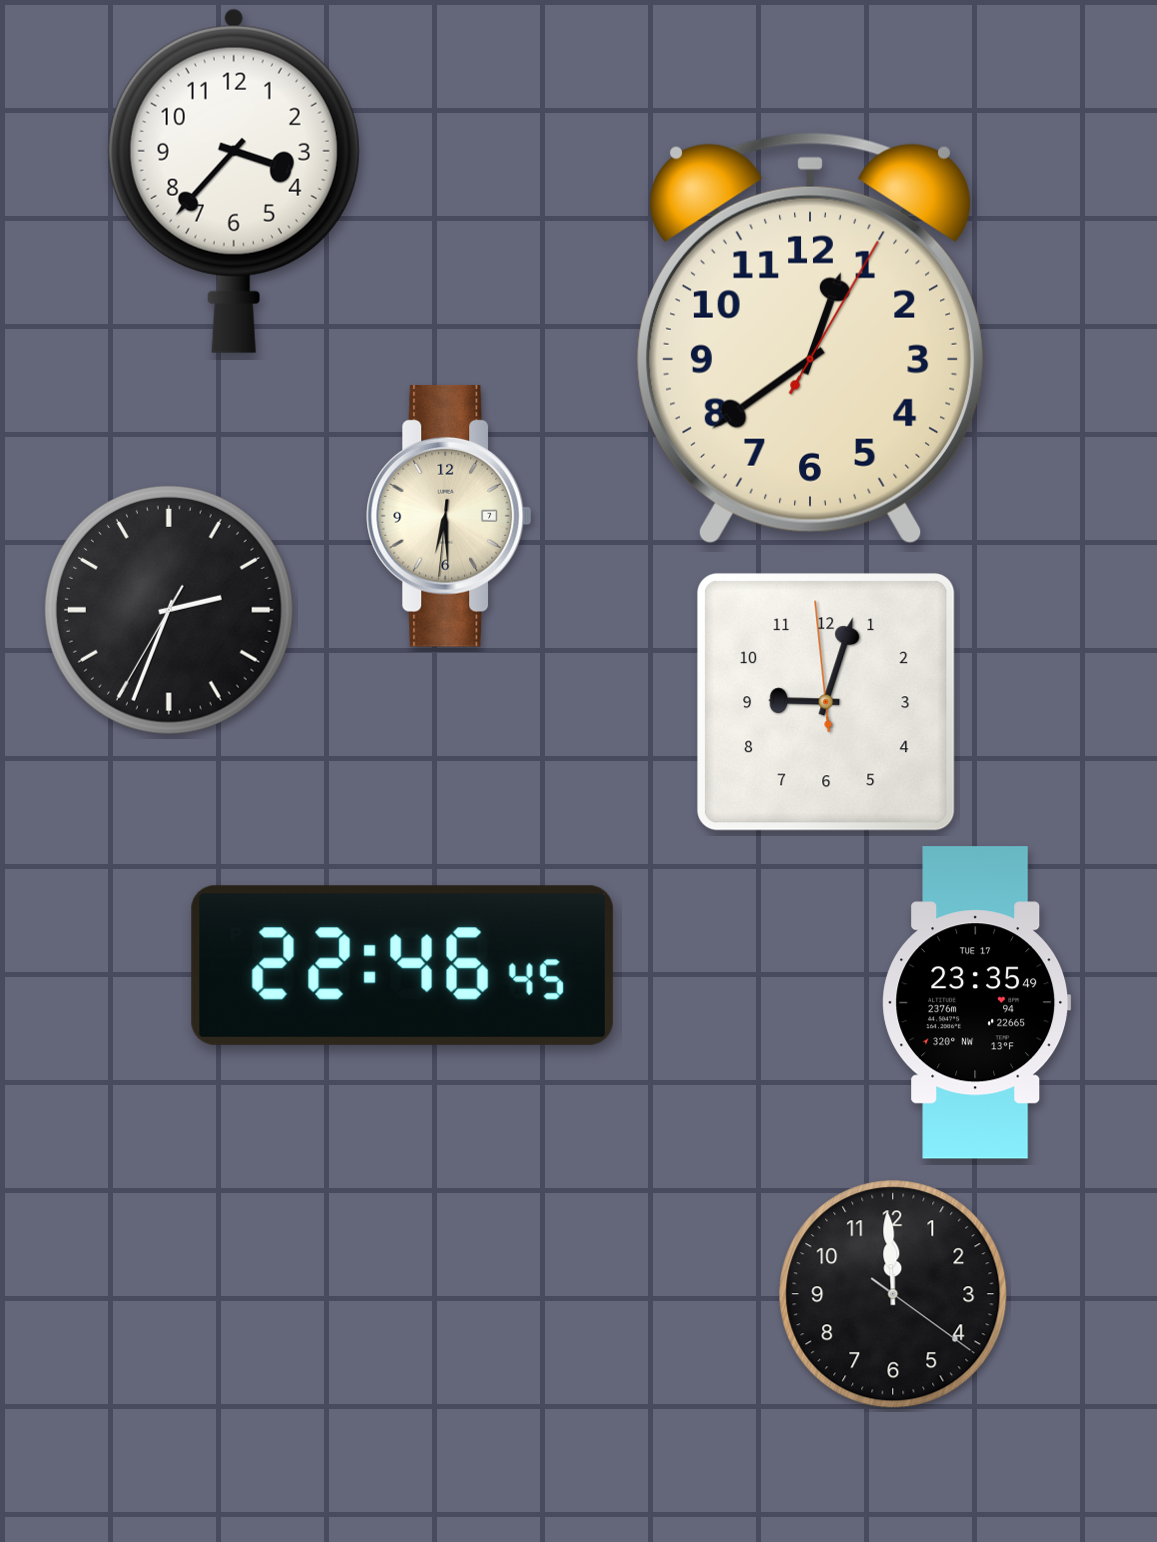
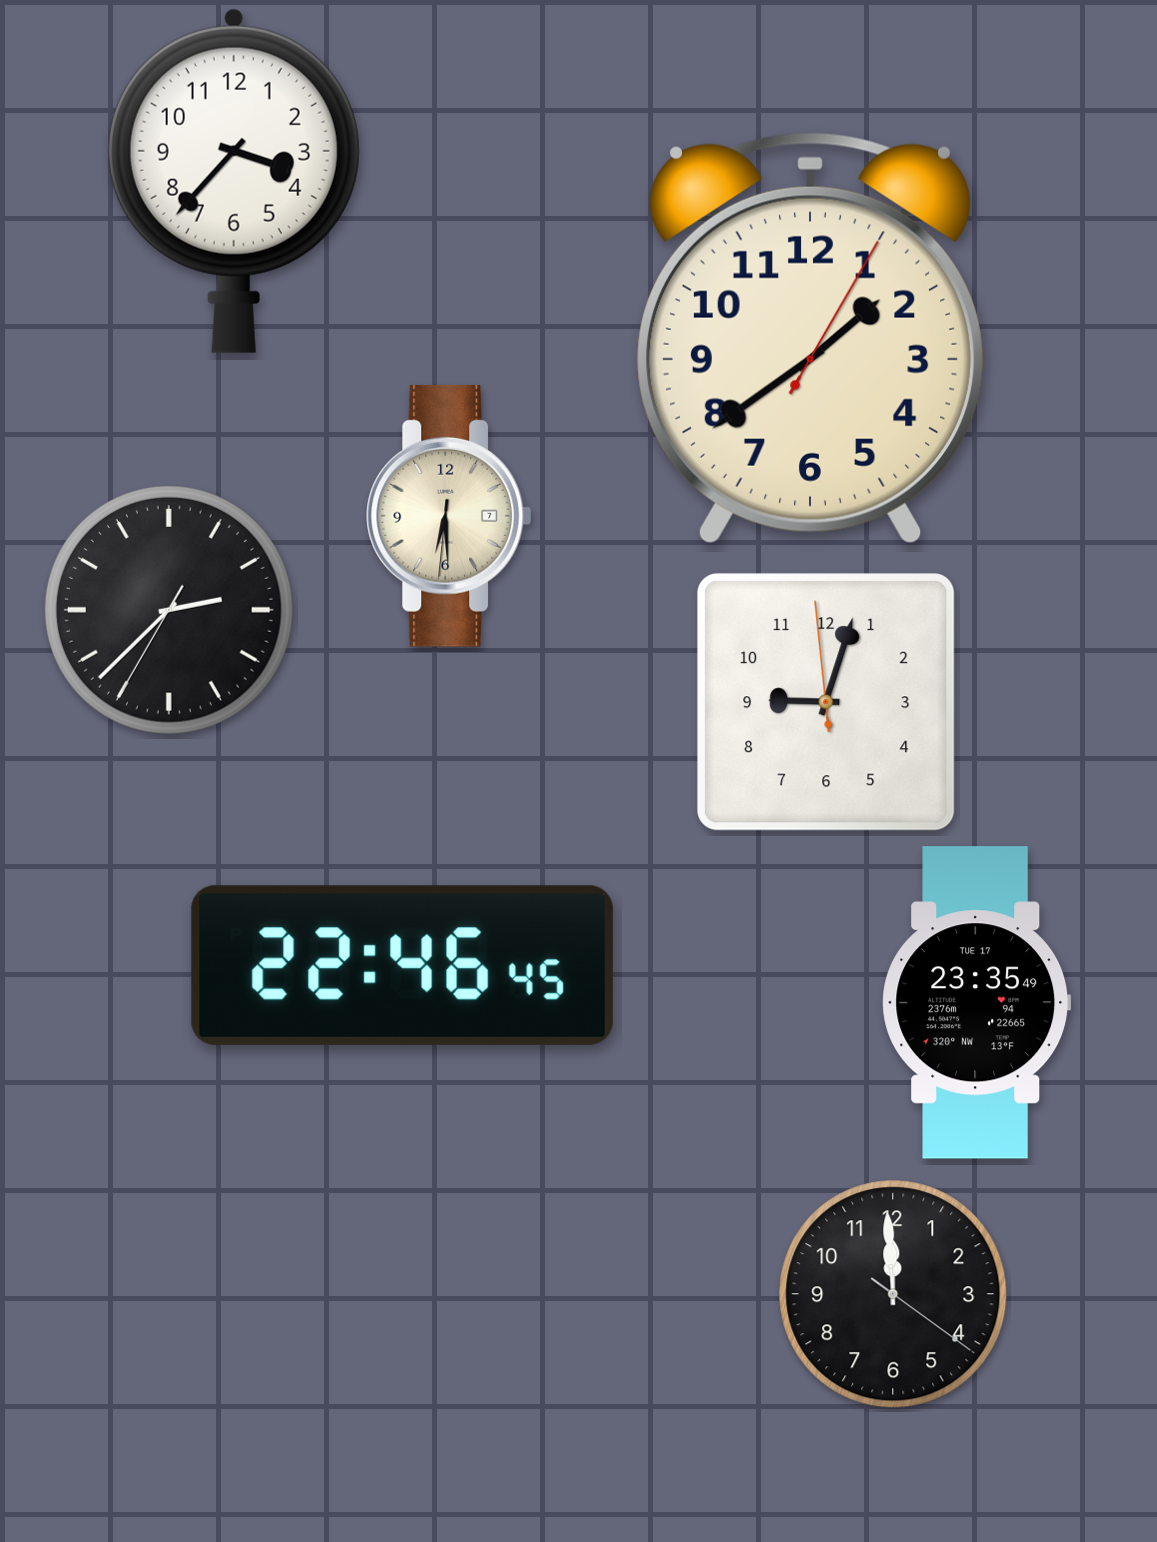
clock at (810, 339): 12:39 -> 1:39
clock at (169, 610): 2:33 -> 2:37
